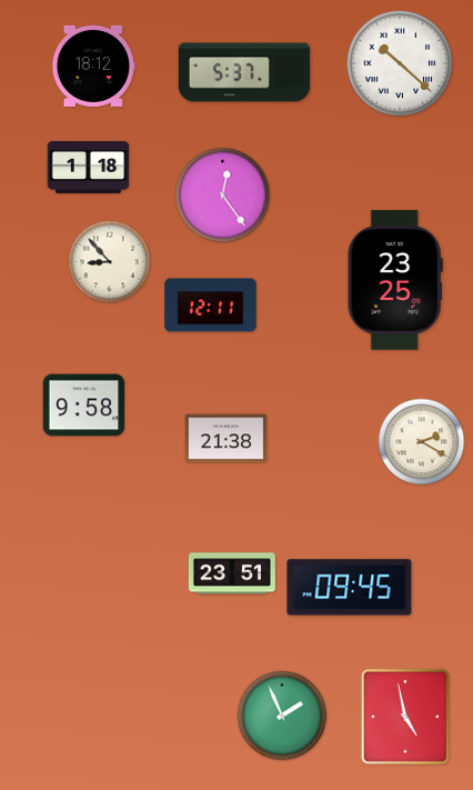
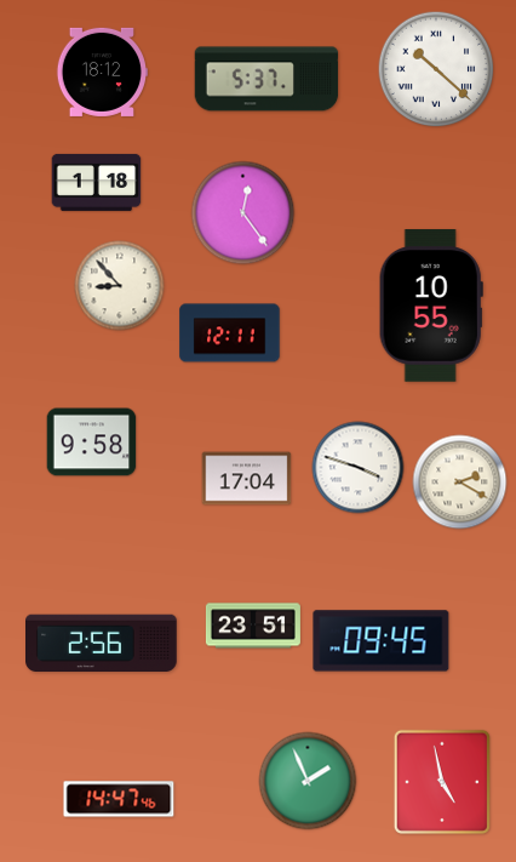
clock at (395, 280): 23:25 -> 10:55
clock at (359, 468): none -> 3:48
clock at (227, 439): 21:38 -> 17:04
clock at (102, 643): none -> 2:56
clock at (119, 799): none -> 14:47
